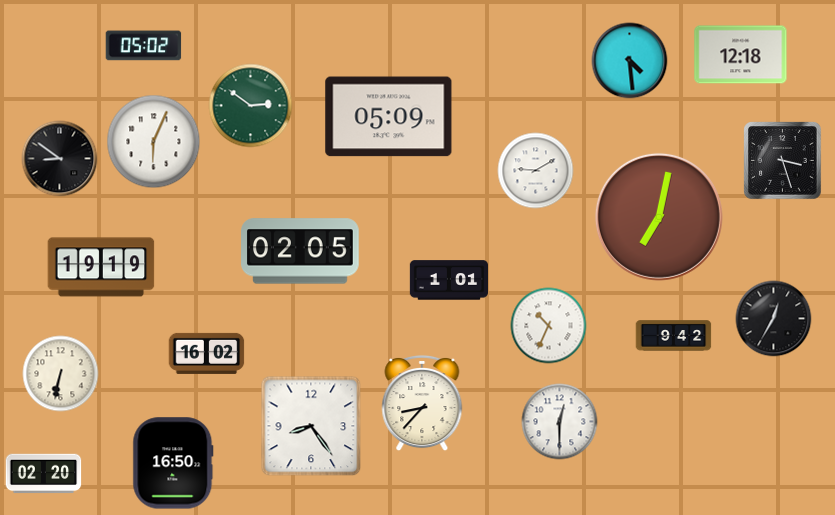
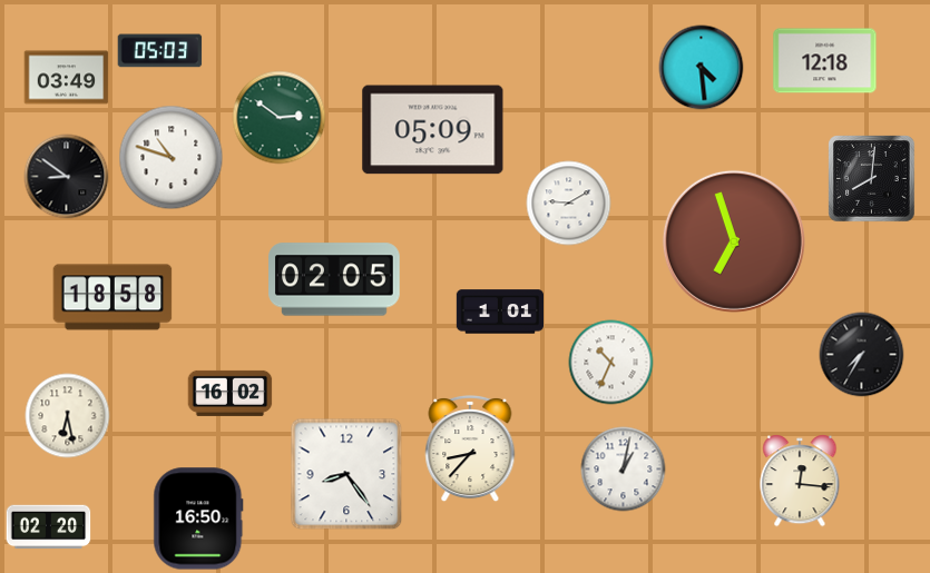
clock at (144, 46): 05:02 -> 05:03
clock at (67, 78): none -> 03:49
clock at (154, 142): 6:04 -> 10:48
clock at (783, 161): 3:27 -> 8:01
clock at (536, 171) position: (536, 171) -> (569, 204)
clock at (659, 217): 7:02 -> 6:57
clock at (101, 267): 19:19 -> 18:58
clock at (774, 319): 12:35 -> 7:35
clock at (674, 336): 9:42 -> none
clock at (61, 374): 6:32 -> 6:28
clock at (560, 422): 12:30 -> 1:02
clock at (800, 481): none -> 12:16
clock at (173, 463) position: (173, 463) -> (198, 518)
